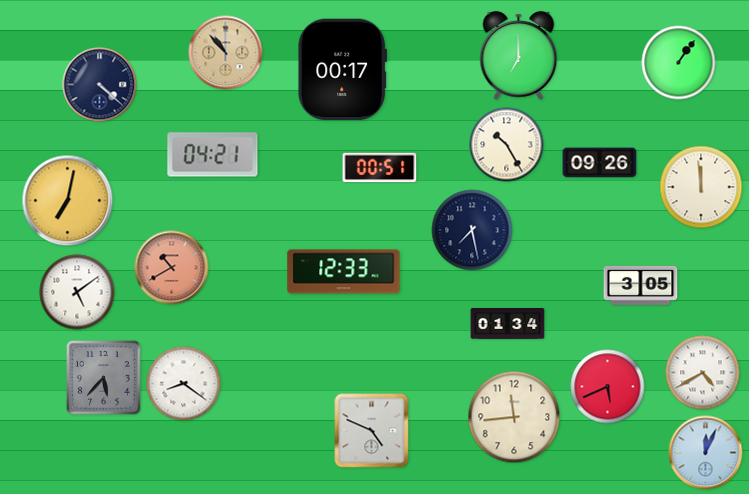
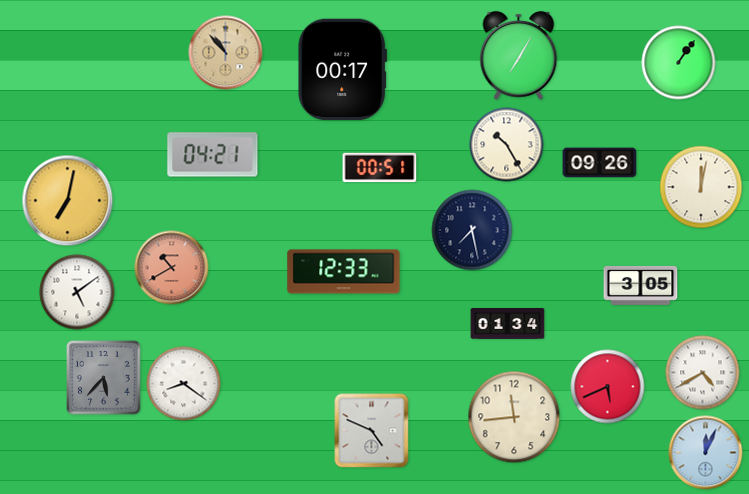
clock at (519, 55): 7:00 -> 7:05
clock at (100, 85): 4:22 -> none
clock at (701, 187): 11:59 -> 12:02
